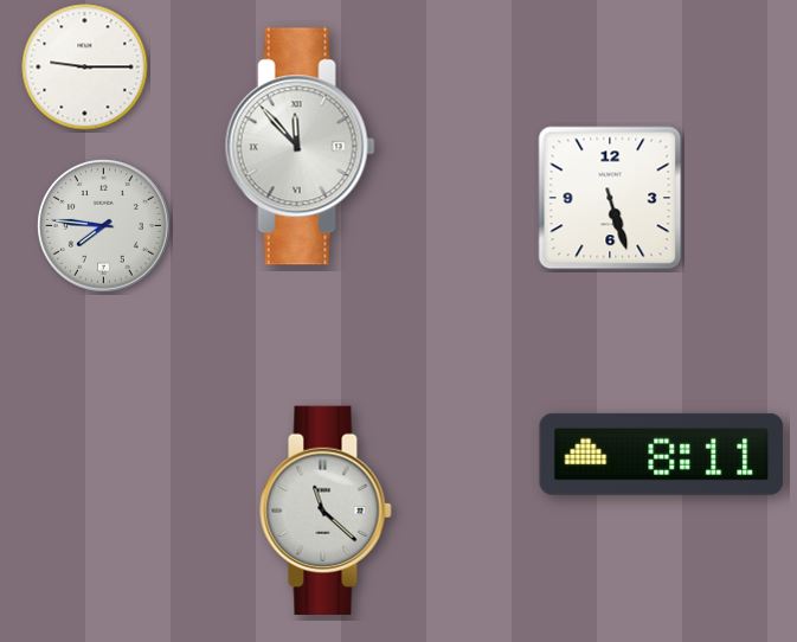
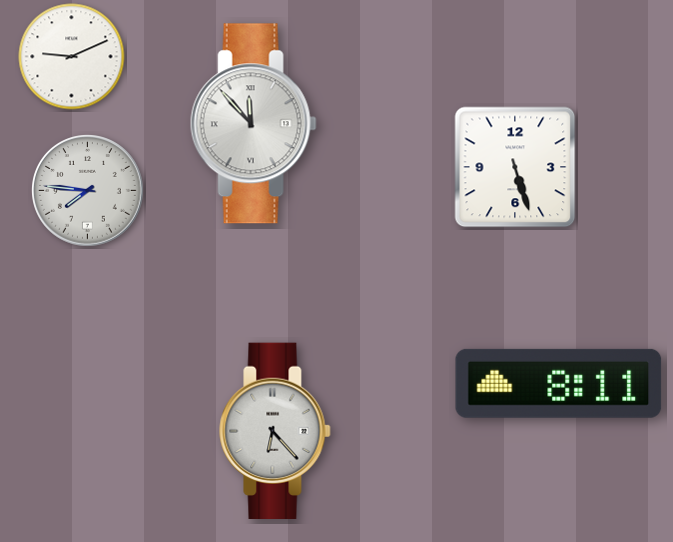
clock at (85, 68): 9:15 -> 9:11
clock at (326, 509): 11:22 -> 6:23
